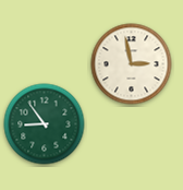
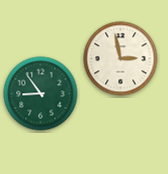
clock at (45, 124) position: (45, 124) -> (41, 94)
